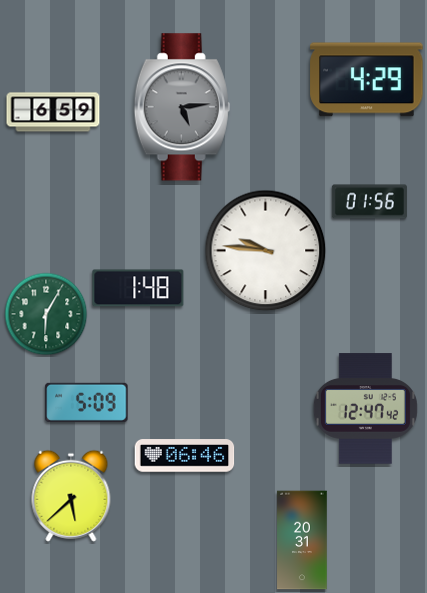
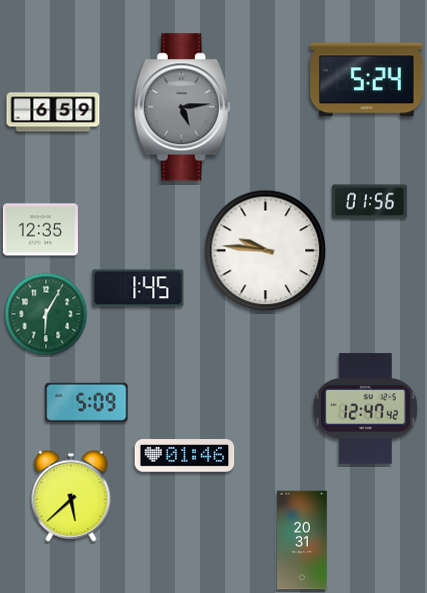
clock at (367, 80): 4:29 -> 5:24
clock at (40, 230): none -> 12:35
clock at (138, 288): 1:48 -> 1:45
clock at (185, 456): 06:46 -> 01:46
